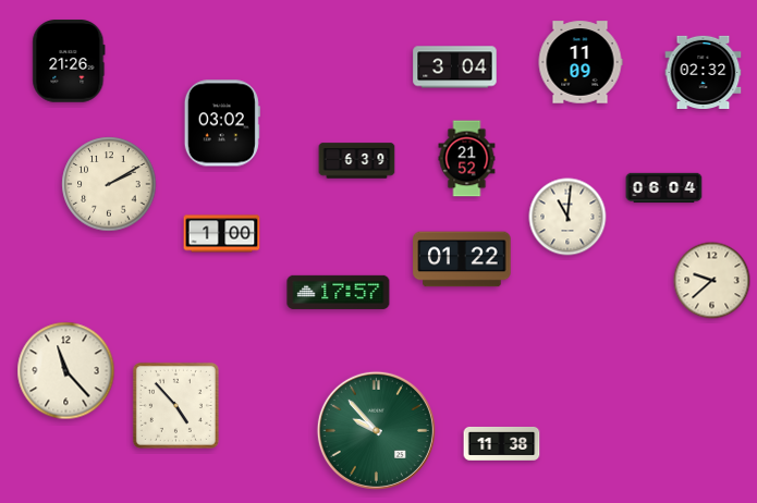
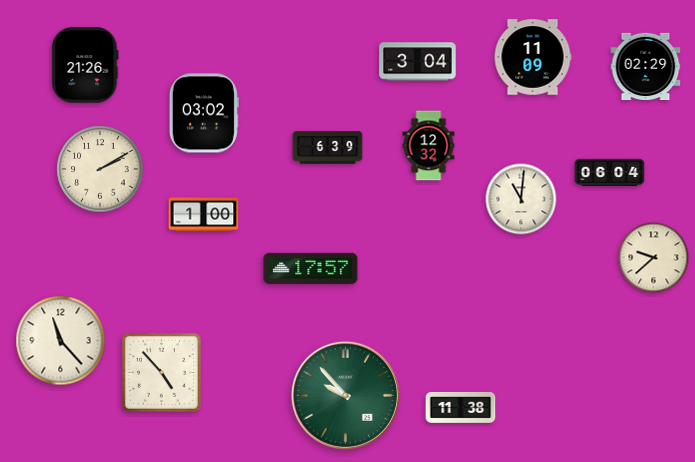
clock at (69, 61) position: (69, 61) -> (85, 65)
clock at (704, 72): 02:32 -> 02:29
clock at (467, 159): 21:52 -> 12:32
clock at (462, 259): 01:22 -> none
